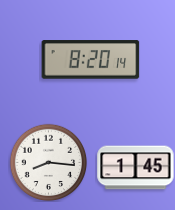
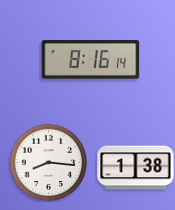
clock at (91, 60): 8:20 -> 8:16
clock at (136, 168): 1:45 -> 1:38
